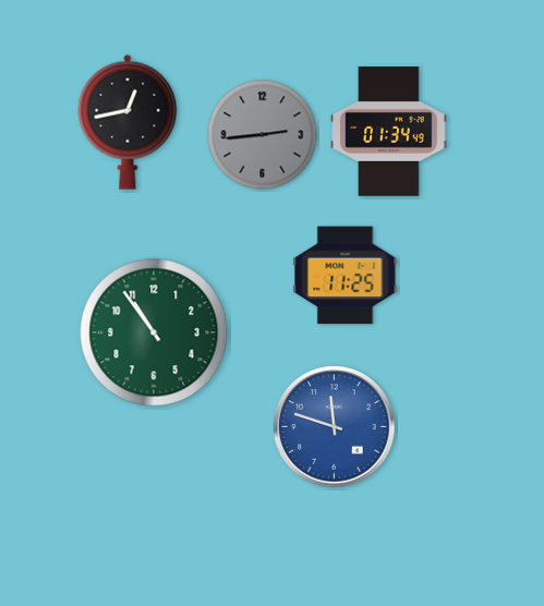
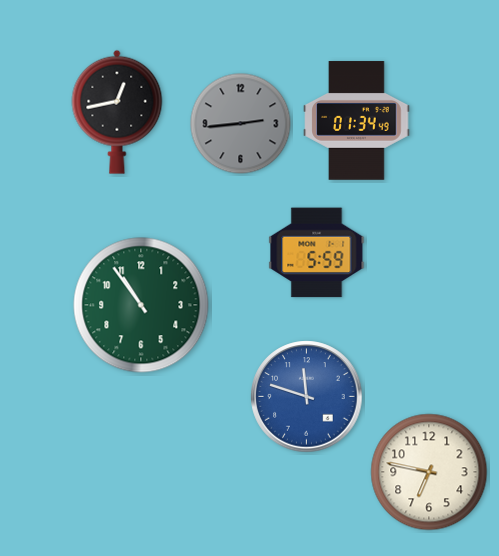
clock at (346, 276): 11:25 -> 5:59
clock at (335, 427) position: (335, 427) -> (307, 397)
clock at (429, 472): none -> 6:47
